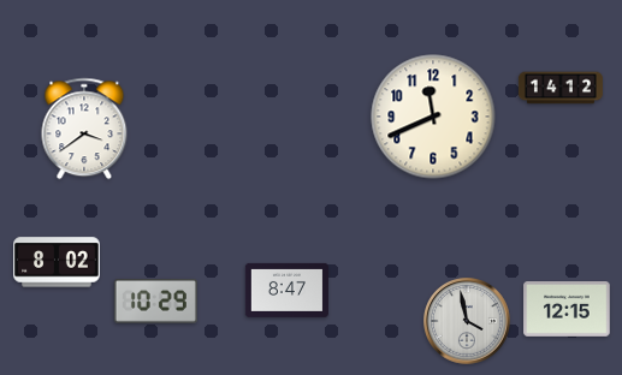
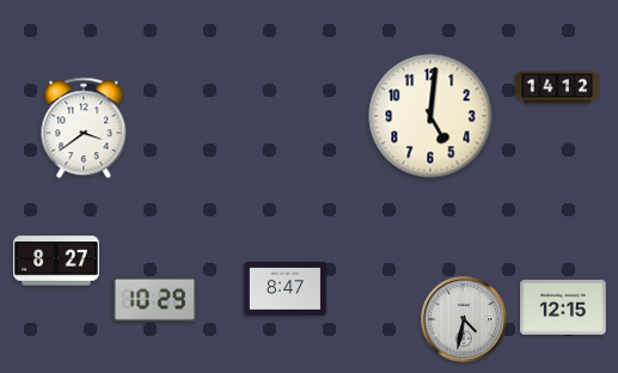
clock at (433, 117): 11:41 -> 5:01
clock at (57, 262): 8:02 -> 8:27
clock at (467, 321): 3:58 -> 4:32
